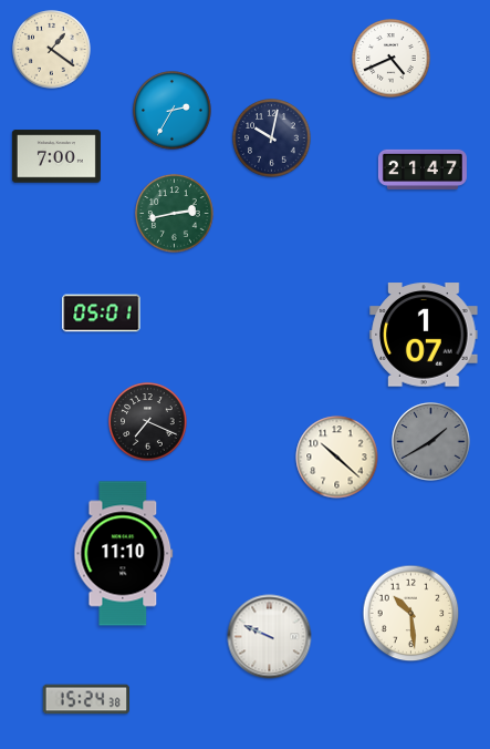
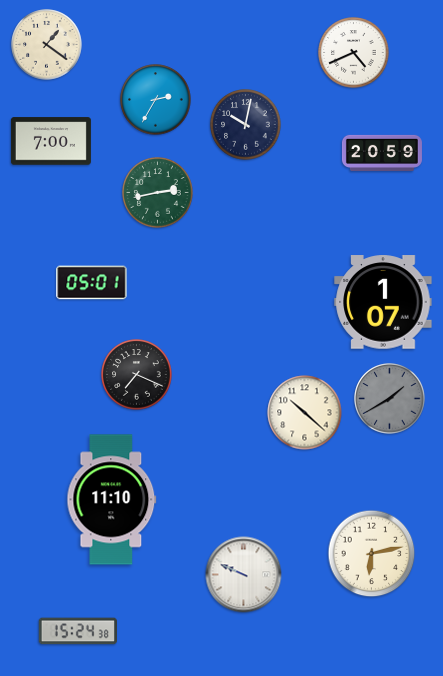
clock at (423, 170): 21:47 -> 20:59
clock at (148, 422) position: (148, 422) -> (137, 375)
clock at (411, 614): 10:29 -> 6:13
